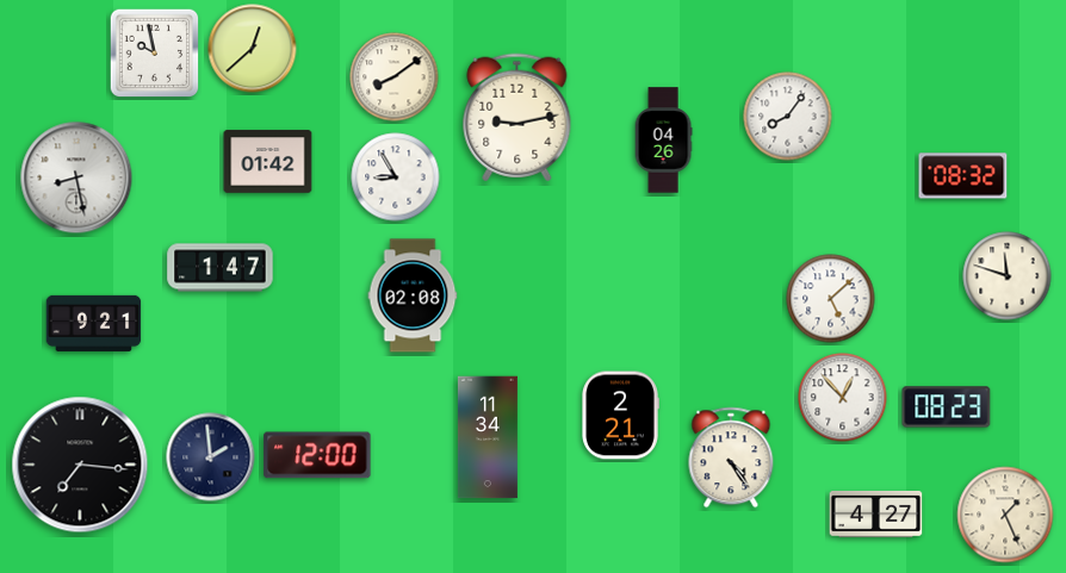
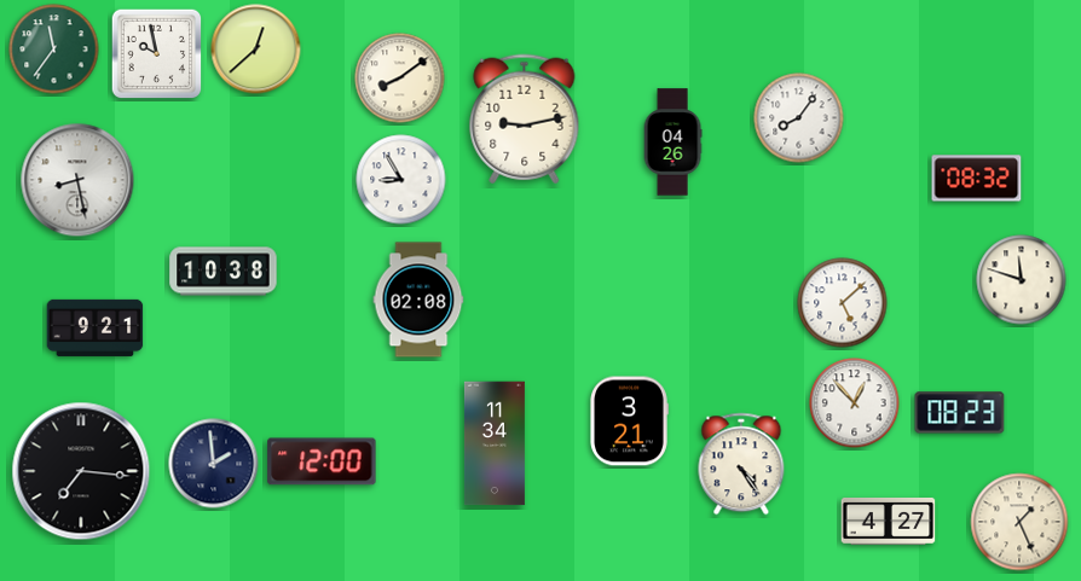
clock at (54, 50): none -> 11:36
clock at (268, 162): 01:42 -> none
clock at (221, 268): 1:47 -> 10:38
clock at (620, 416): 2:21 -> 3:21
